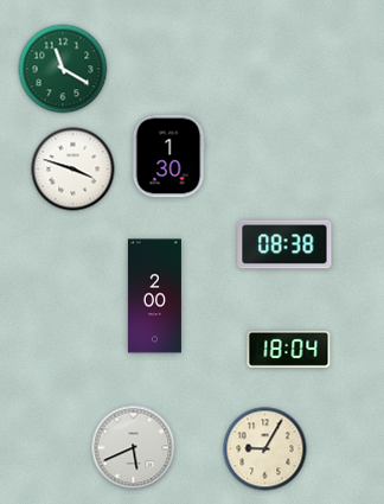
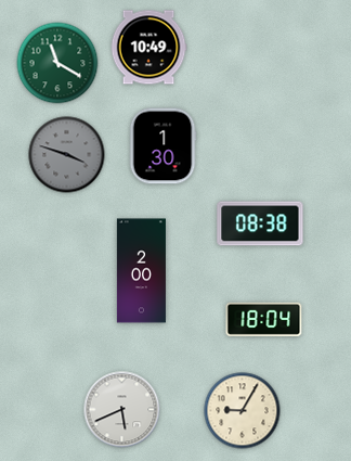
clock at (148, 48): none -> 10:49
clock at (168, 157) position: (168, 157) -> (162, 146)
clock at (73, 170) dial: white -> grey
